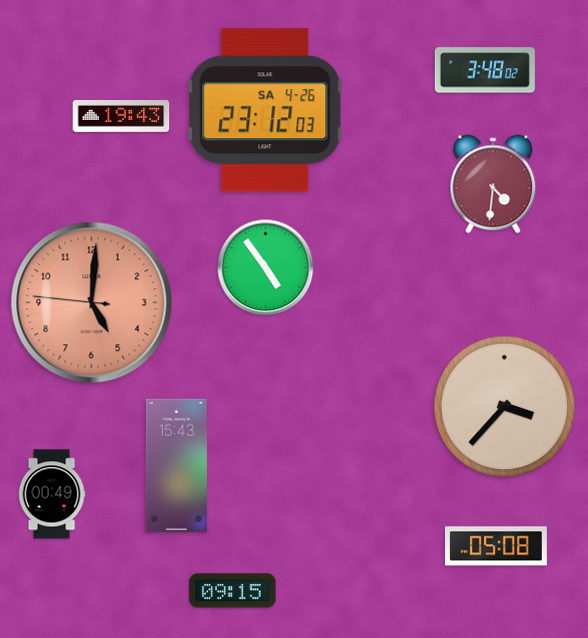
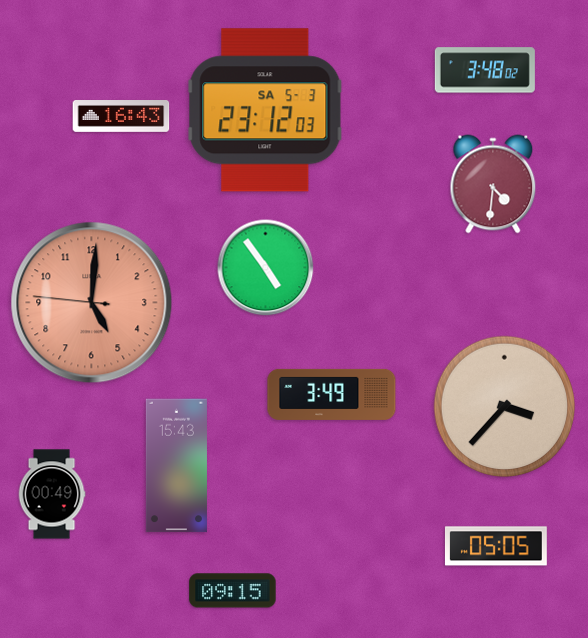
clock at (265, 110) date: SA 4-26 -> SA 5-3
clock at (121, 117): 19:43 -> 16:43
clock at (332, 394): none -> 3:49
clock at (496, 546): 05:08 -> 05:05
